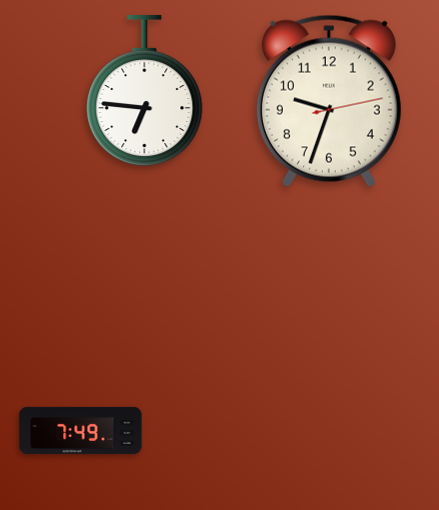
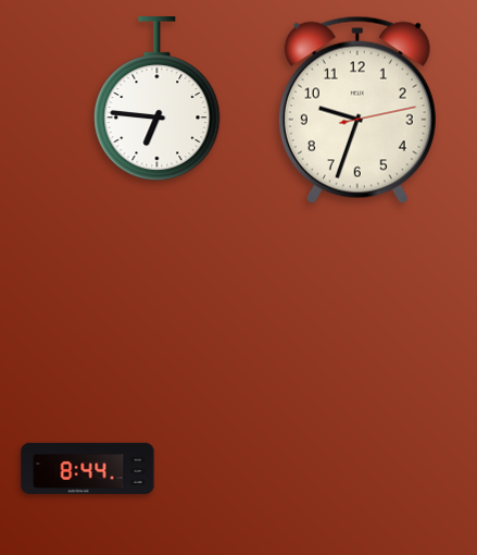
clock at (81, 430): 7:49 -> 8:44
